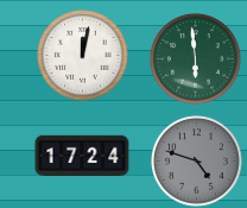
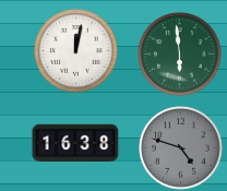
clock at (82, 156): 17:24 -> 16:38
